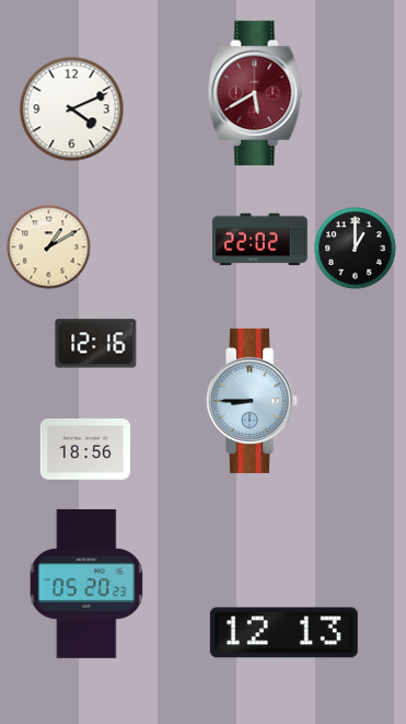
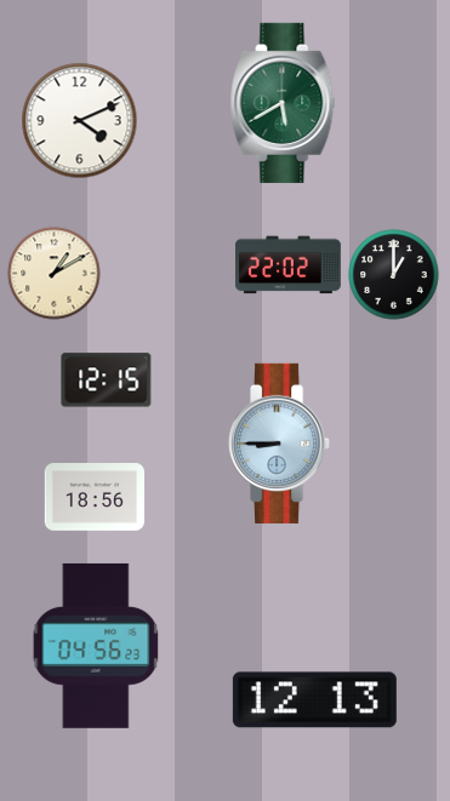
clock at (255, 93) dial: burgundy -> green
clock at (96, 344): 12:16 -> 12:15
clock at (86, 584): 05:20 -> 04:56
